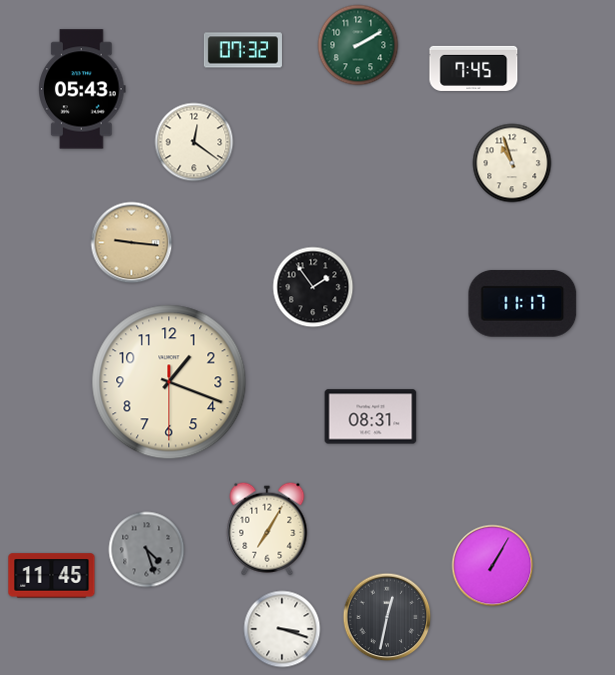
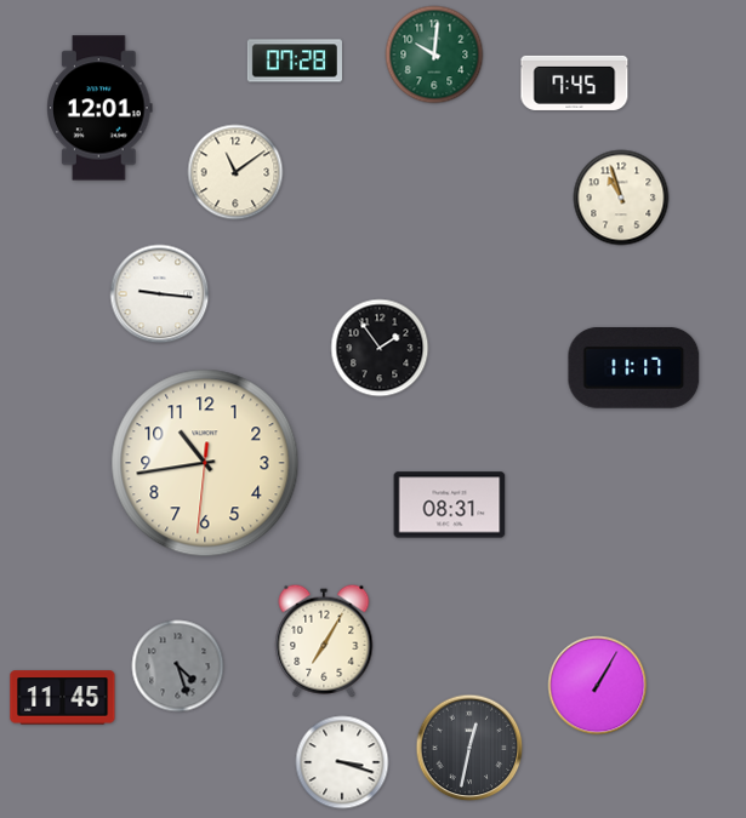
clock at (358, 45): 2:10 -> 10:01
clock at (243, 50): 07:32 -> 07:28
clock at (82, 89): 05:43 -> 12:01
clock at (194, 142): 12:21 -> 11:09
clock at (132, 243) dial: champagne -> white
clock at (169, 382): 1:18 -> 10:43
